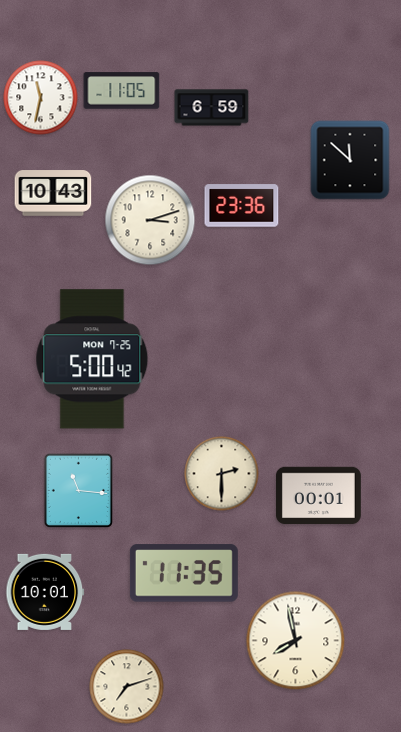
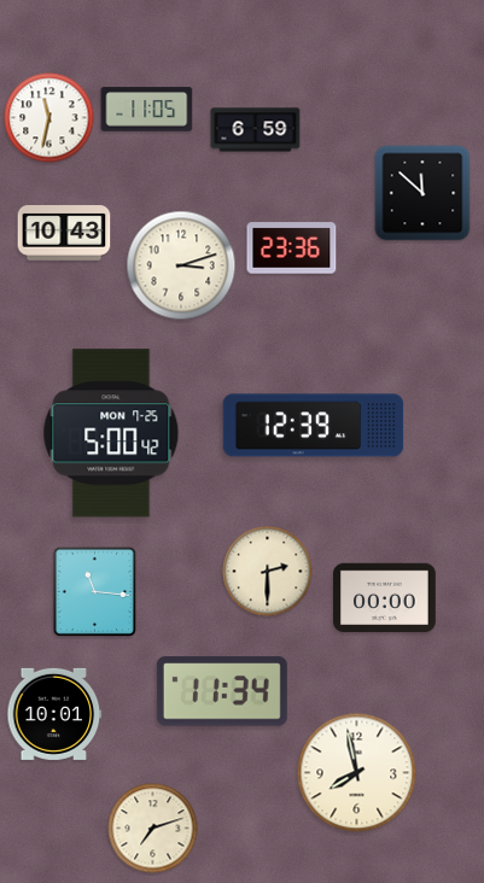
clock at (314, 426): none -> 12:39
clock at (319, 496): 00:01 -> 00:00
clock at (184, 573): 11:35 -> 11:34
